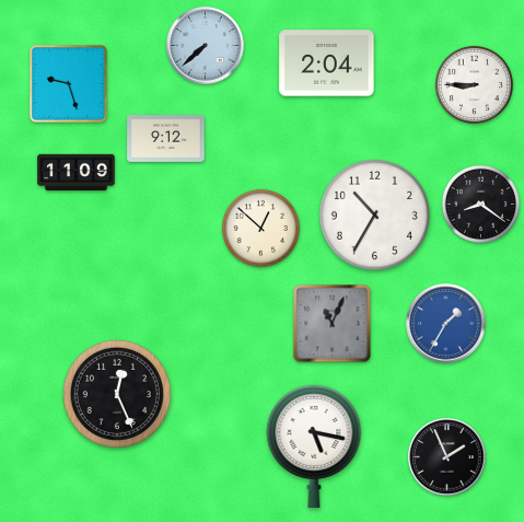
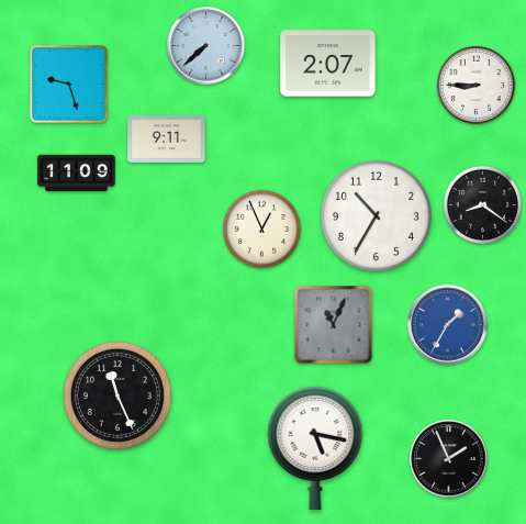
clock at (327, 63): 2:04 -> 2:07
clock at (166, 139): 9:12 -> 9:11
clock at (260, 228): 12:52 -> 12:56
clock at (117, 394): 12:26 -> 11:26
